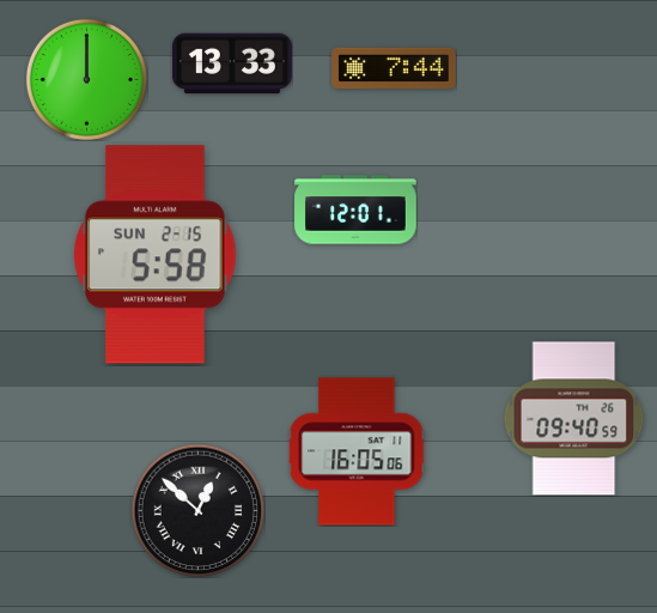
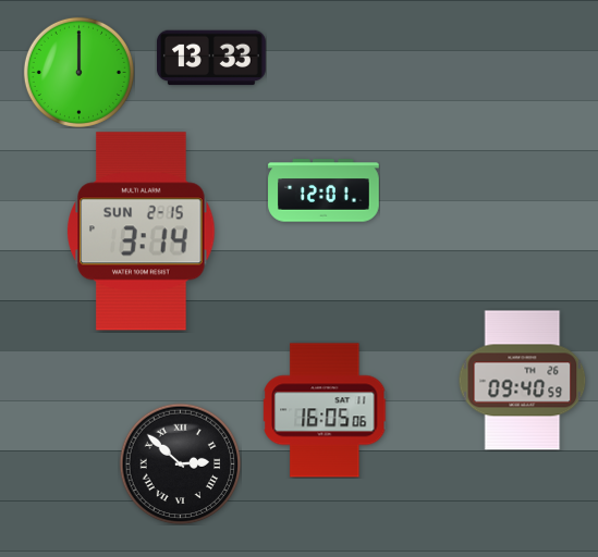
clock at (394, 68): 7:44 -> none
clock at (156, 255): 5:58 -> 3:14
clock at (197, 510): 12:52 -> 2:52
